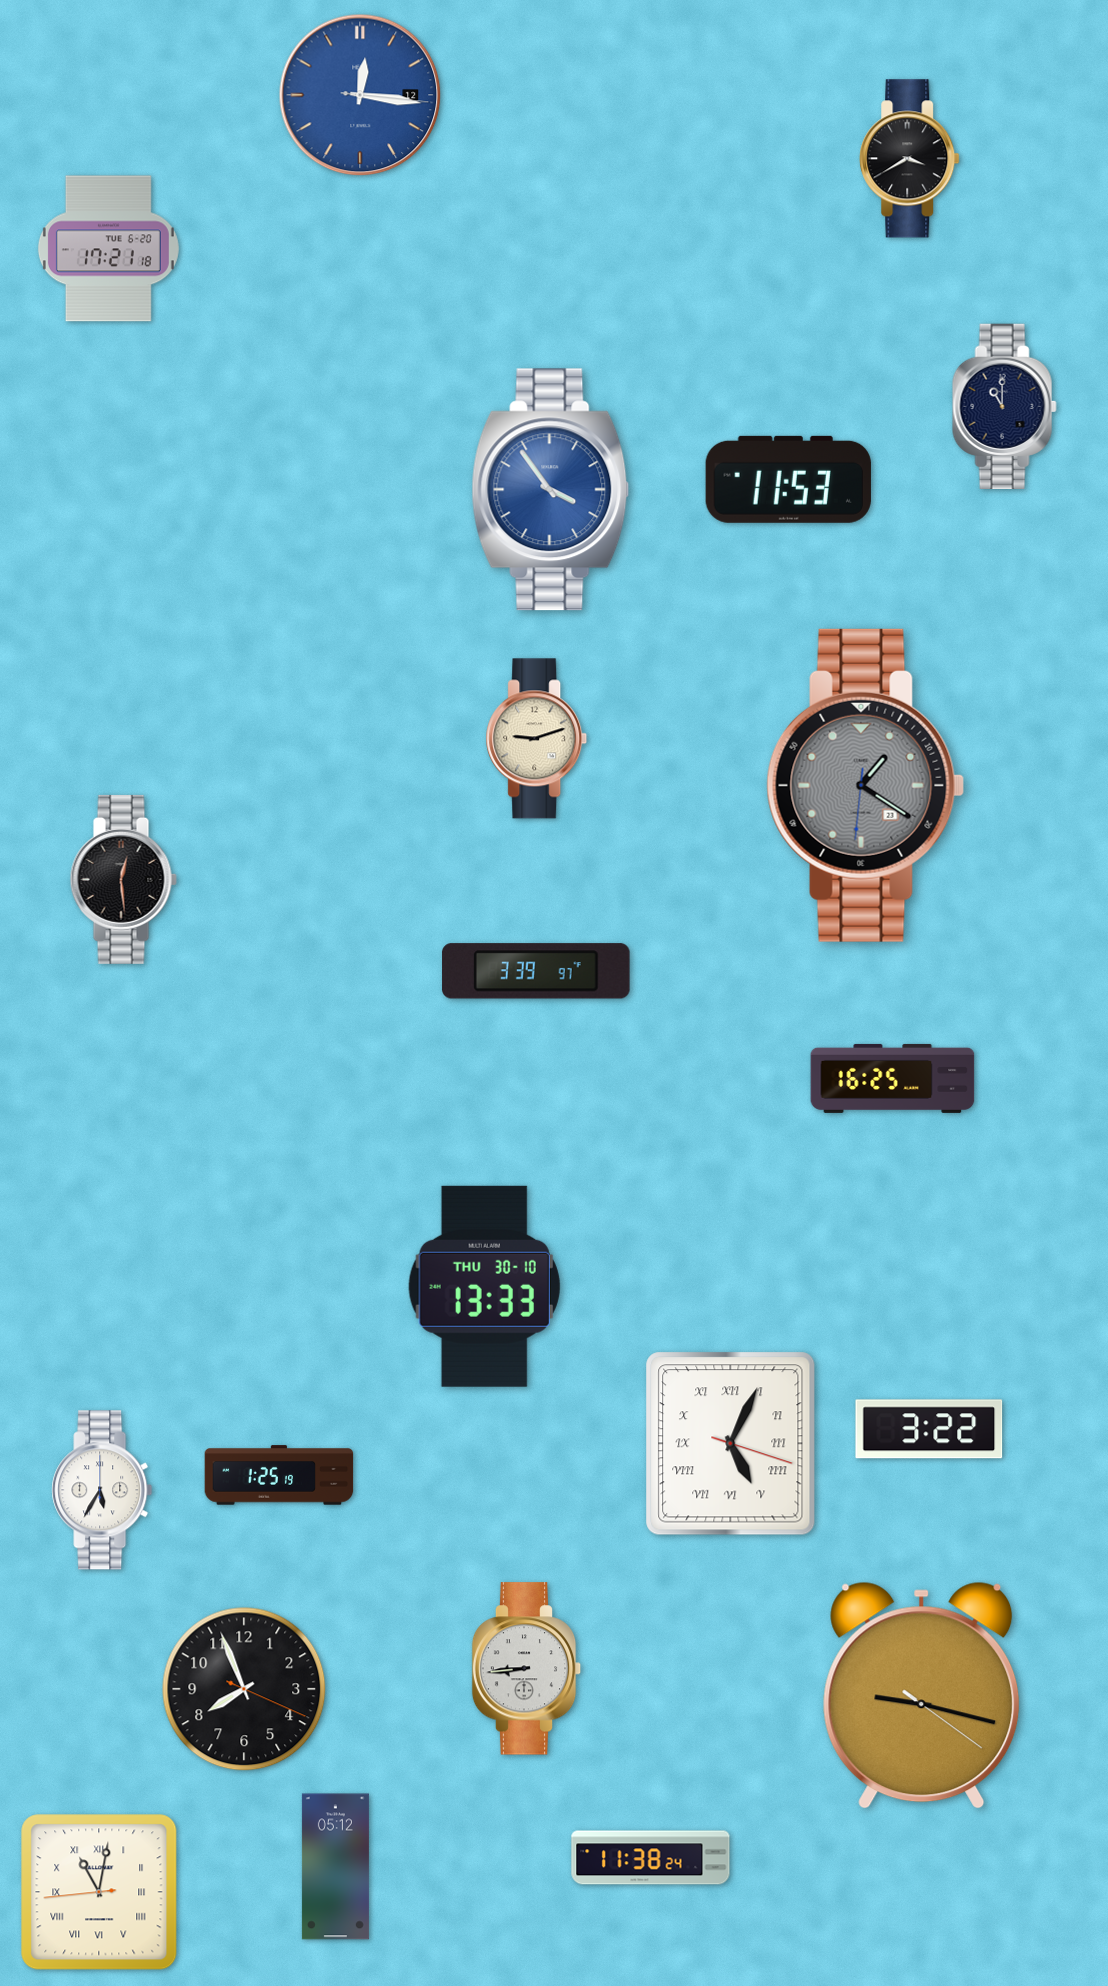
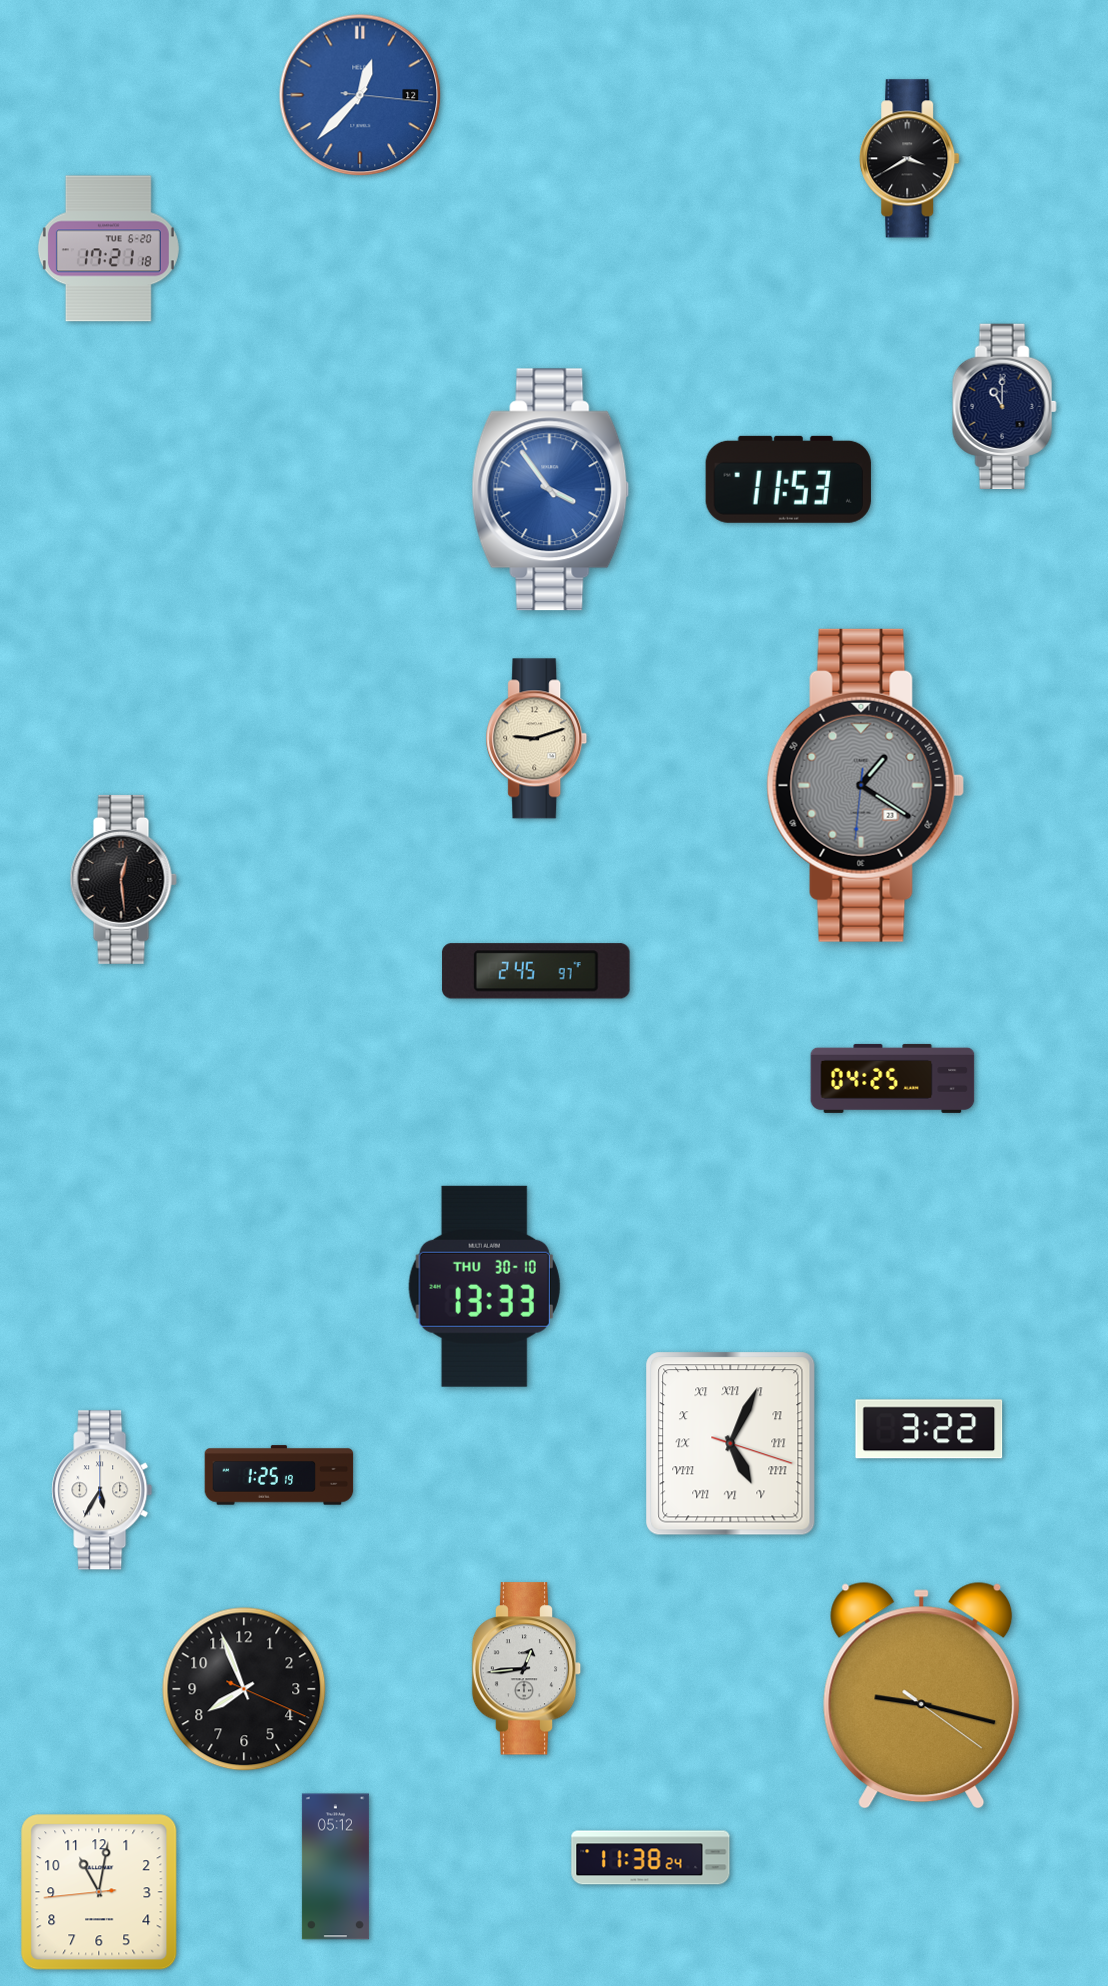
clock at (360, 95): 12:16 -> 12:37
clock at (536, 971): 3:39 -> 2:45
clock at (893, 1078): 16:25 -> 04:25
clock at (527, 1669): 8:44 -> 12:44
clock at (99, 1892) numerals: Roman -> Arabic
